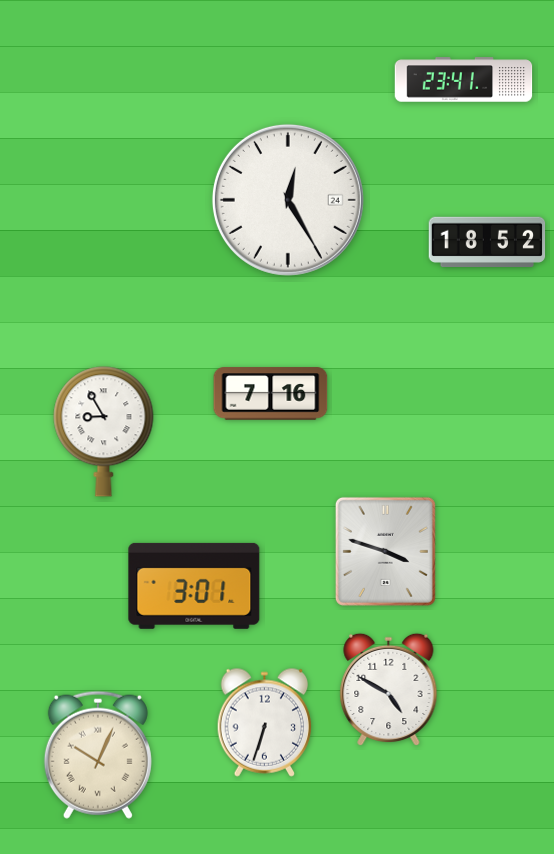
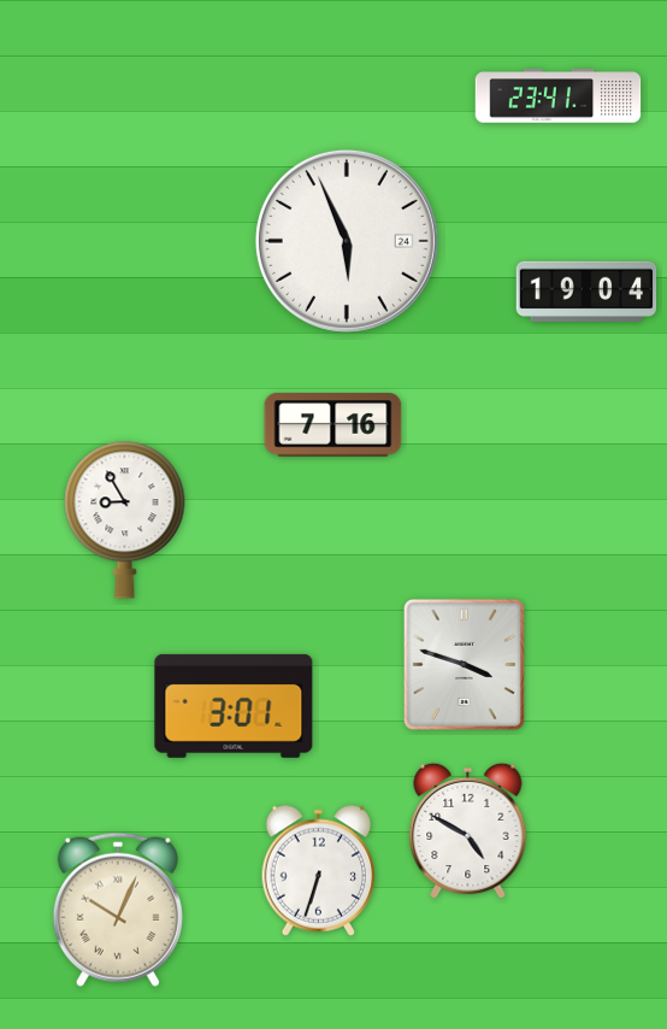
clock at (288, 200): 12:25 -> 5:56
clock at (487, 241): 18:52 -> 19:04
clock at (271, 394) position: (271, 394) -> (333, 425)
